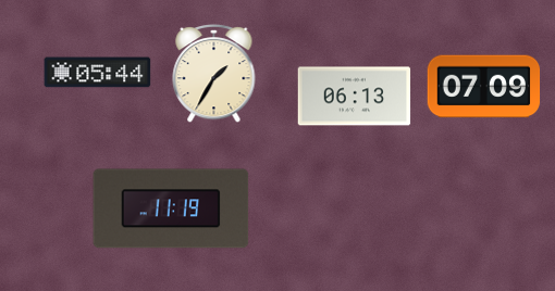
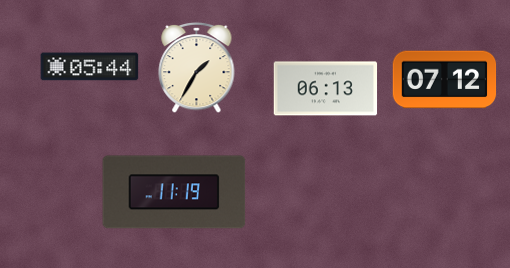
clock at (484, 87): 07:09 -> 07:12
clock at (171, 208) position: (171, 208) -> (174, 192)
